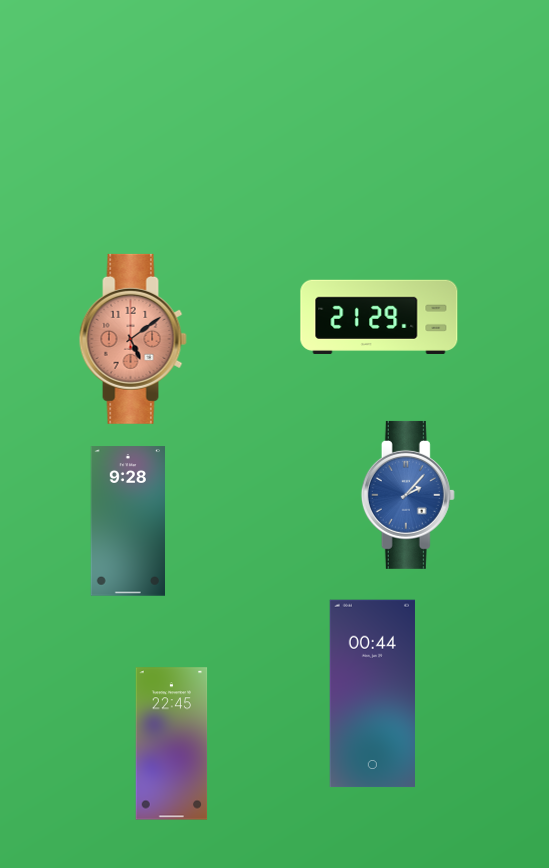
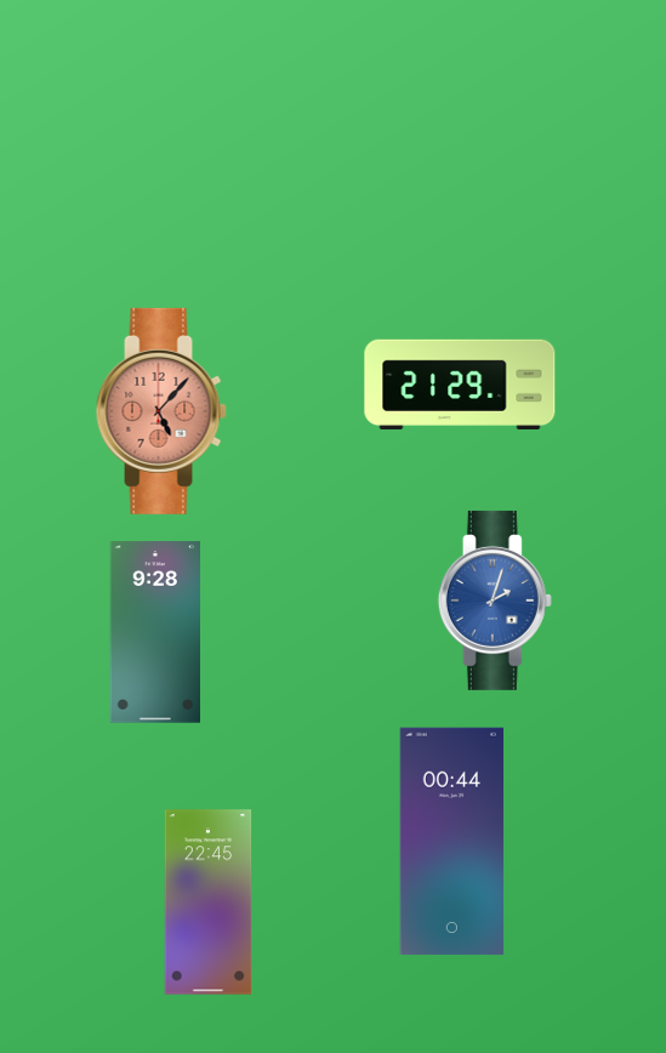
clock at (133, 339): 5:09 -> 5:07
clock at (408, 495): 2:07 -> 2:03
